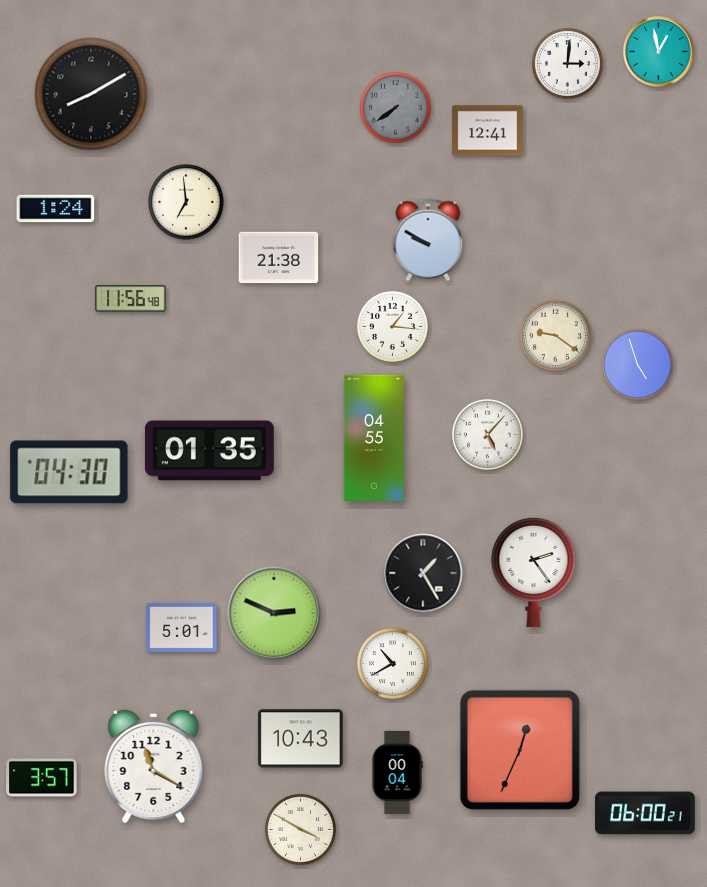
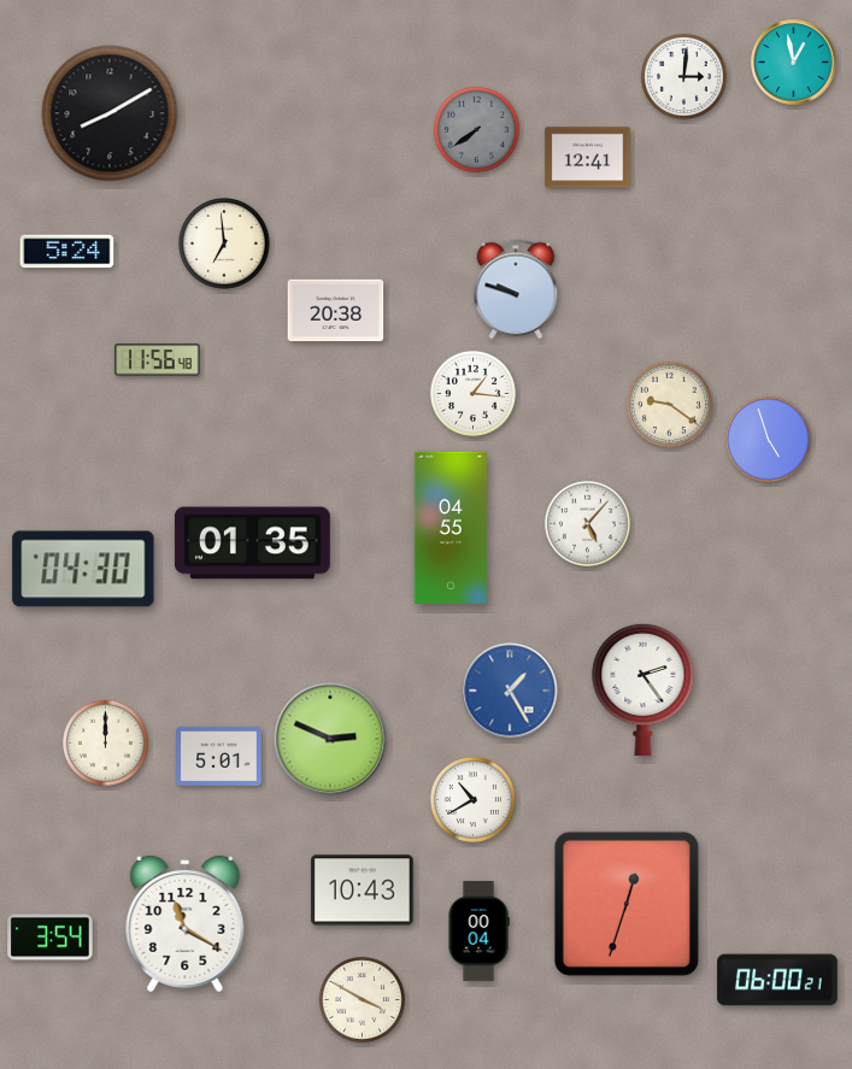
clock at (56, 209): 1:24 -> 5:24
clock at (428, 240): 9:50 -> 9:48
clock at (279, 258): 21:38 -> 20:38
clock at (423, 573) dial: black -> blue
clock at (105, 742): none -> 12:00
clock at (520, 750): 12:34 -> 12:33
clock at (42, 778): 3:57 -> 3:54
